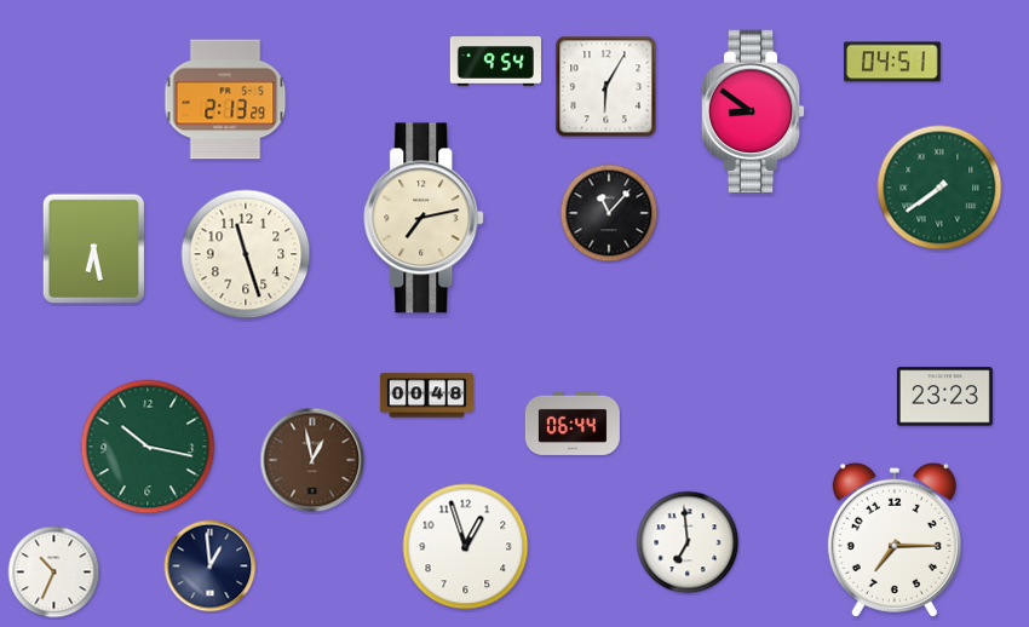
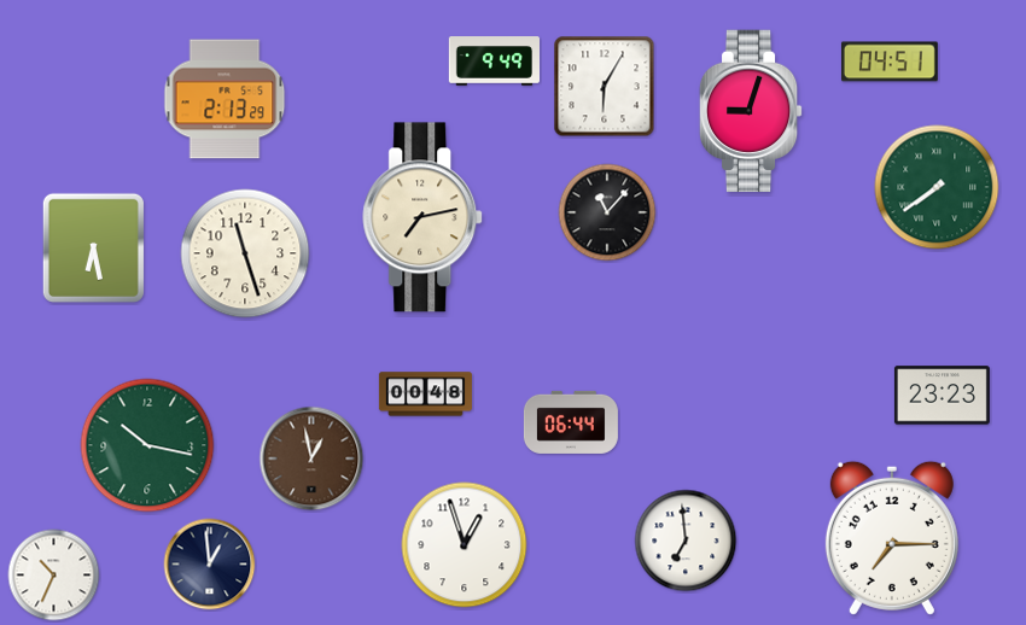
clock at (495, 62): 9:54 -> 9:49
clock at (753, 111): 8:51 -> 9:03
clock at (54, 573) position: (54, 573) -> (54, 576)
